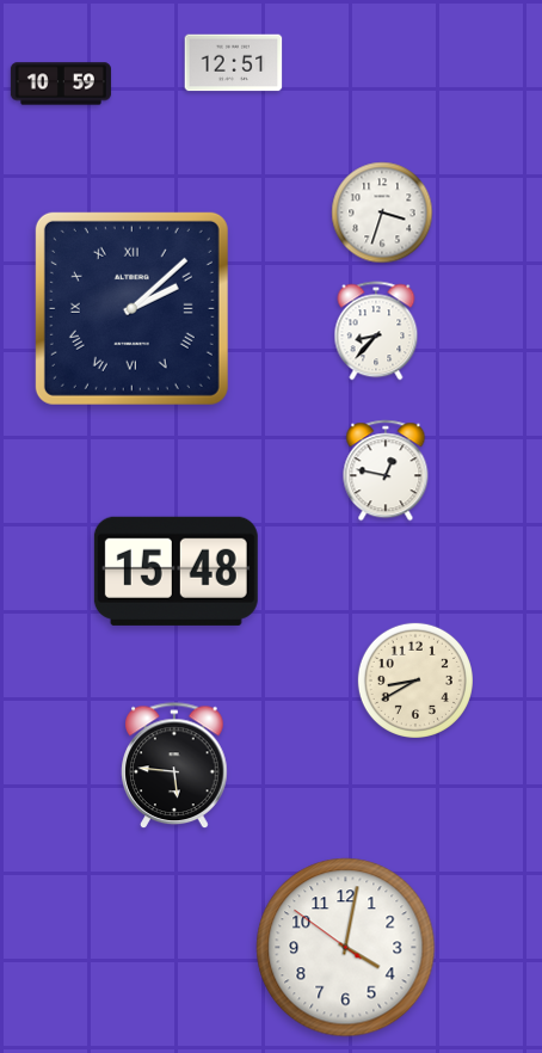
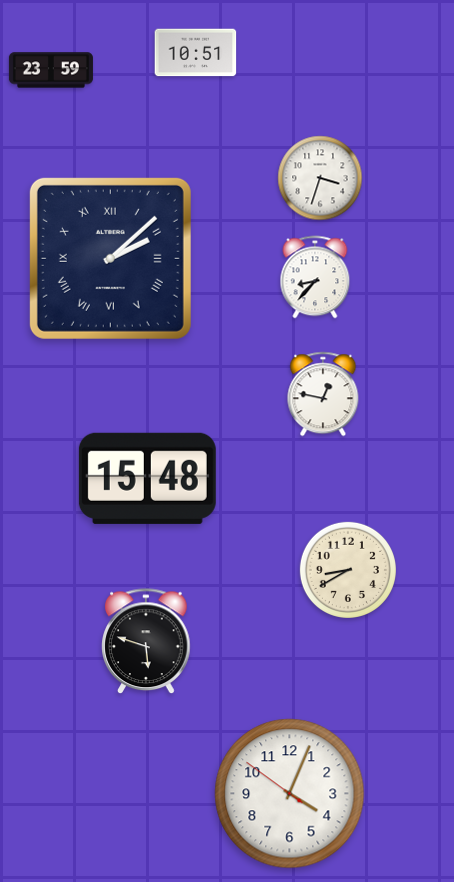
clock at (234, 63): 12:51 -> 10:51
clock at (61, 84): 10:59 -> 23:59
clock at (174, 766): 5:46 -> 5:48
clock at (346, 948): 4:01 -> 4:03
